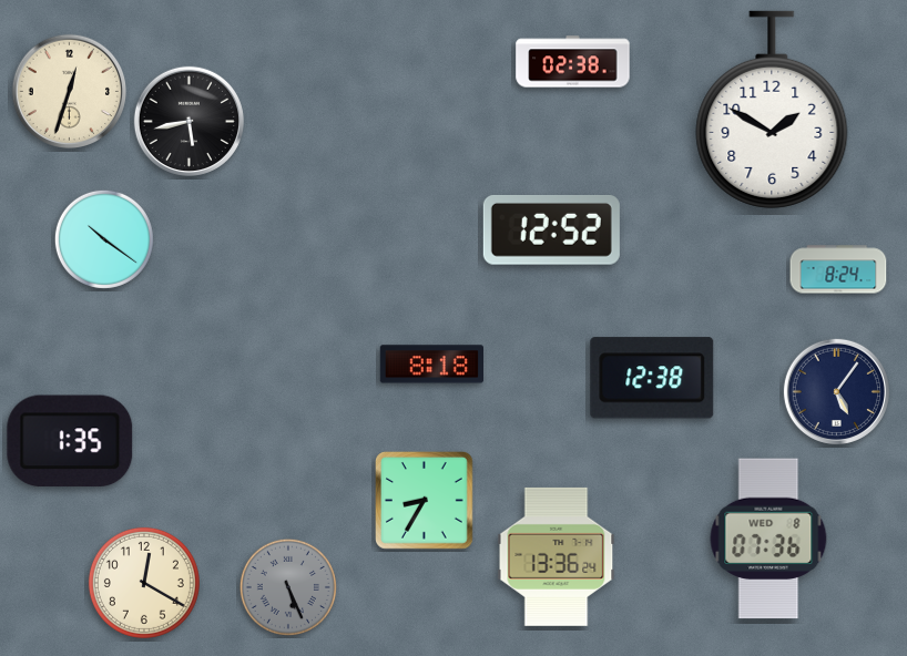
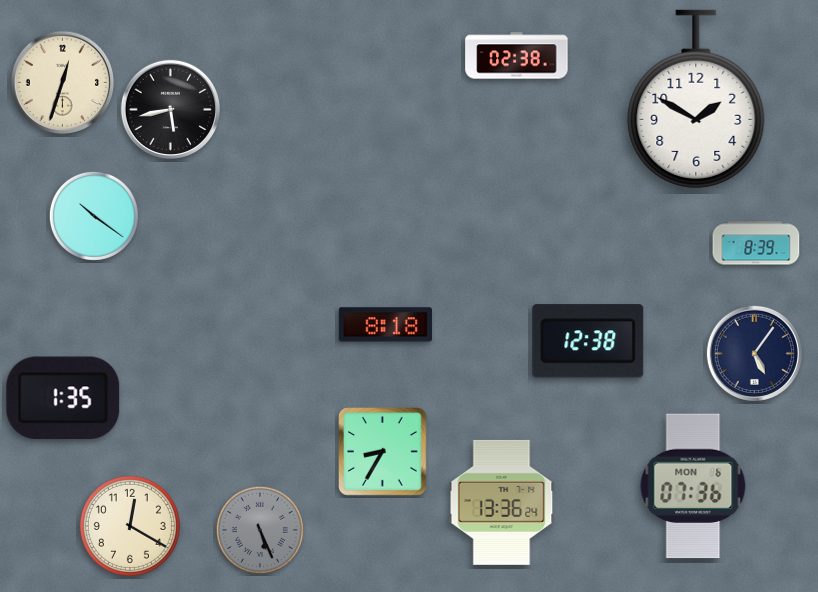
clock at (551, 229): 12:52 -> none
clock at (838, 269): 8:24 -> 8:39
clock at (431, 365) position: (431, 365) -> (385, 325)
clock at (768, 539) date: WED 8 -> MON 6
